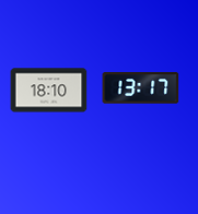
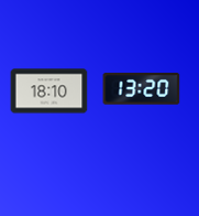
clock at (141, 88): 13:17 -> 13:20
